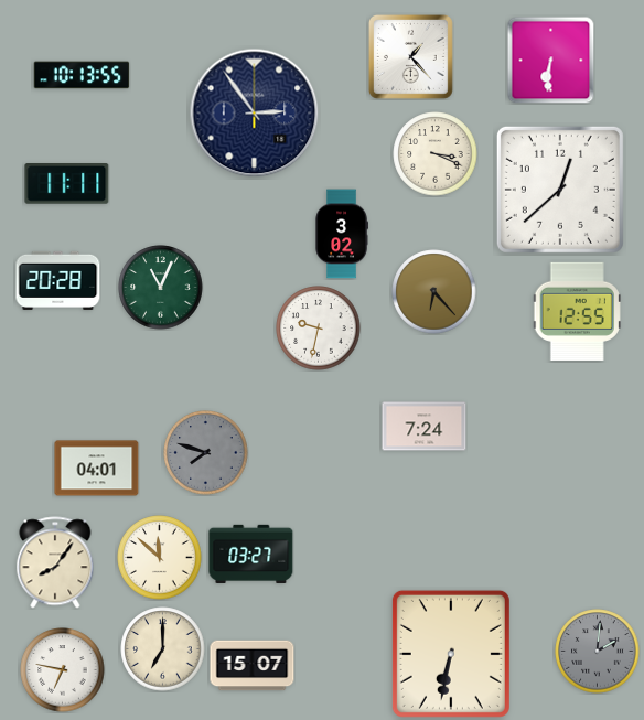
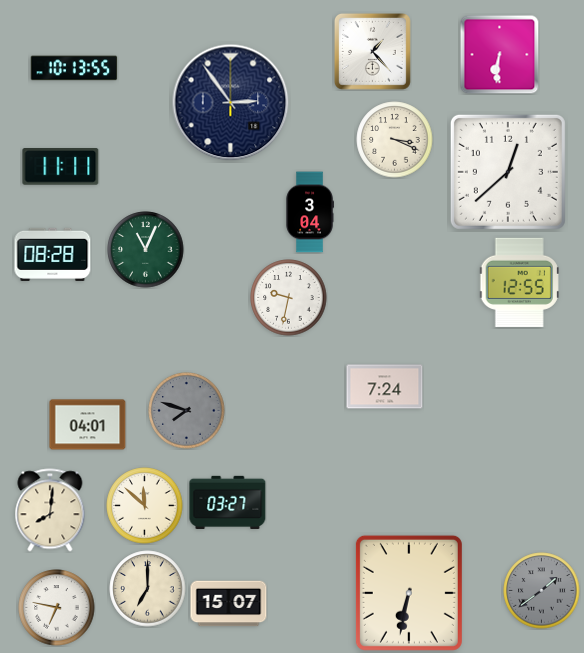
clock at (342, 234): 3:02 -> 3:04
clock at (58, 280): 20:28 -> 08:28
clock at (161, 288) position: (161, 288) -> (146, 250)
clock at (434, 292): 6:23 -> none
clock at (577, 311) position: (577, 311) -> (519, 282)
clock at (55, 562): 8:06 -> 8:01
clock at (598, 652): 2:01 -> 1:39
